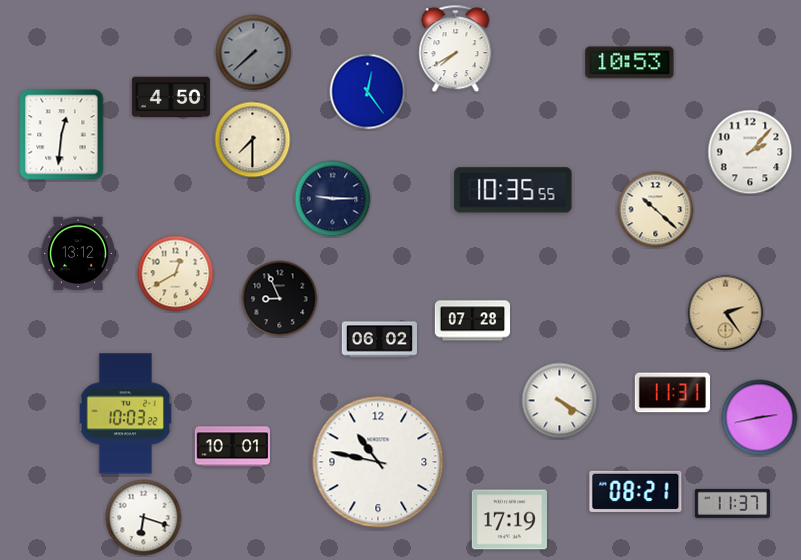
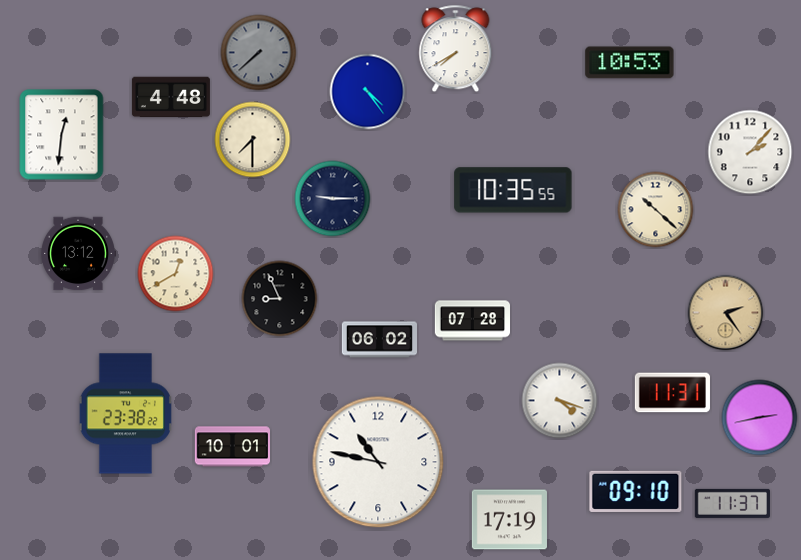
clock at (254, 53) position: (254, 53) -> (259, 53)
clock at (368, 92): 12:24 -> 4:24
clock at (171, 97): 4:50 -> 4:48
clock at (560, 401): 4:20 -> 4:18
clock at (125, 414): 10:03 -> 23:38
clock at (636, 491): 08:21 -> 09:10
clock at (144, 518): 6:18 -> none
